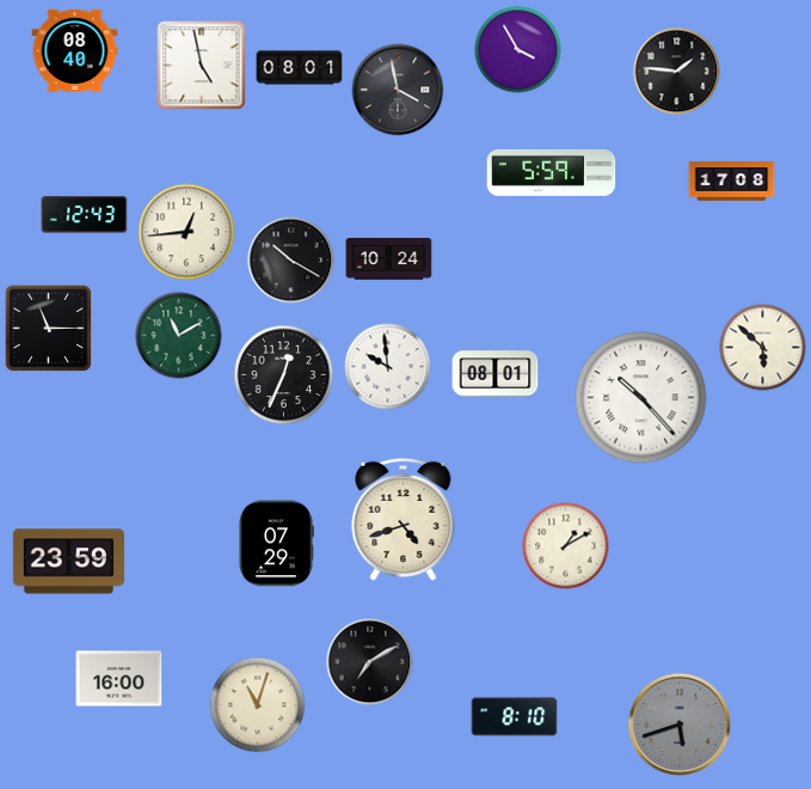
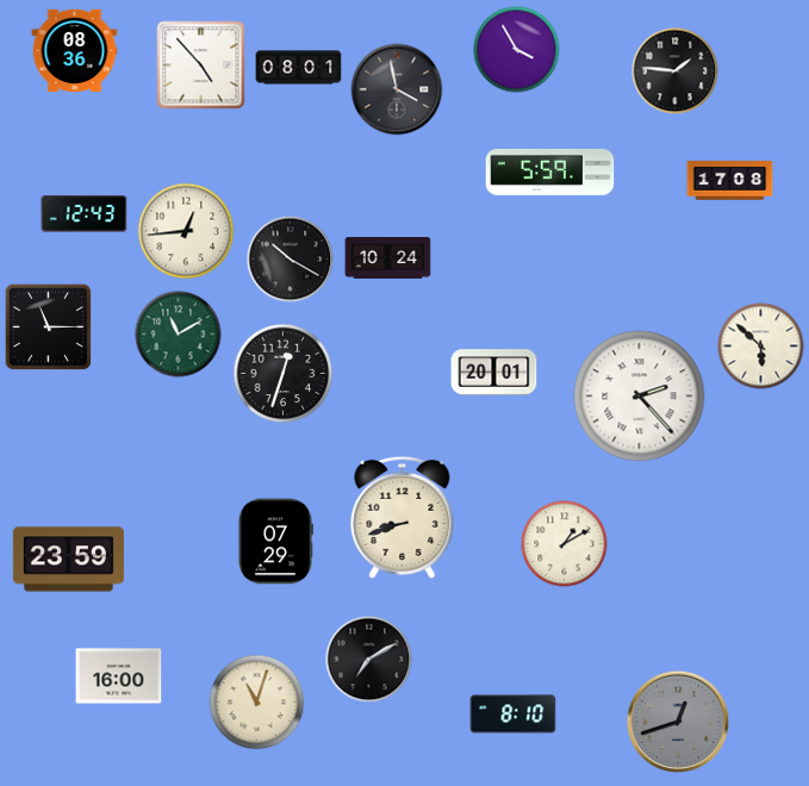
clock at (75, 50): 08:40 -> 08:36
clock at (202, 66): 4:58 -> 4:53
clock at (388, 367): 9:59 -> none
clock at (496, 374): 08:01 -> 20:01
clock at (284, 375): 12:34 -> 12:33
clock at (641, 398): 10:23 -> 2:23
clock at (404, 519): 4:42 -> 8:42
clock at (680, 724): 5:42 -> 12:42
